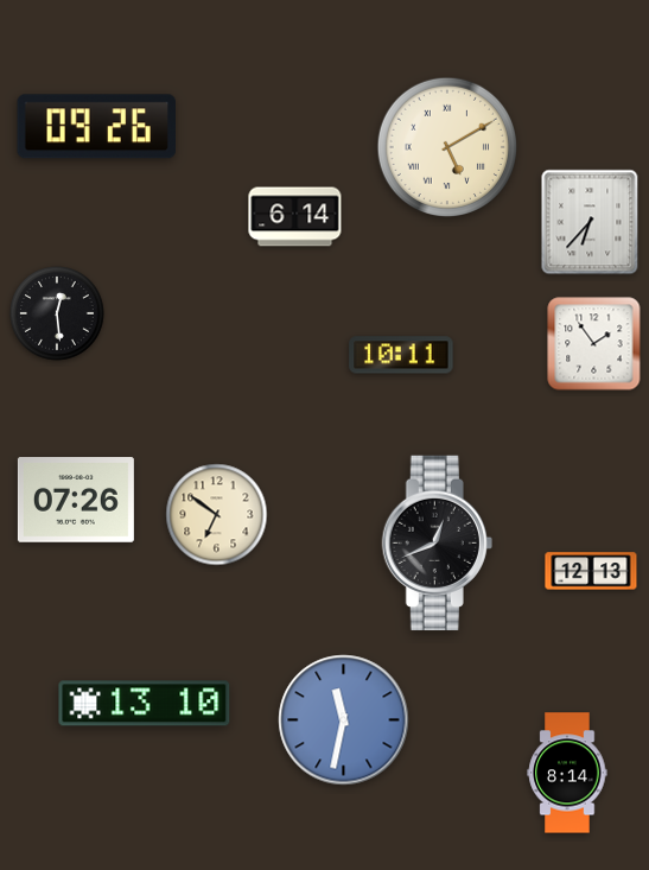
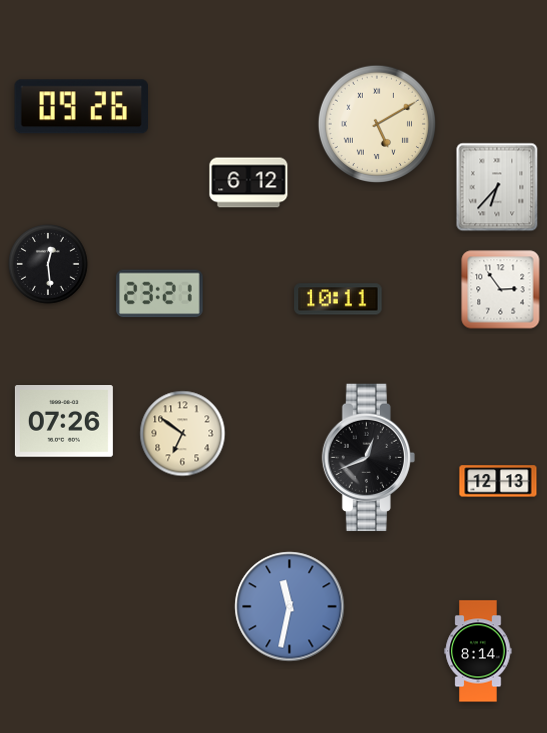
clock at (295, 217): 6:14 -> 6:12
clock at (594, 344): 1:54 -> 2:54
clock at (160, 294): none -> 23:21
clock at (145, 704): 13:10 -> none
